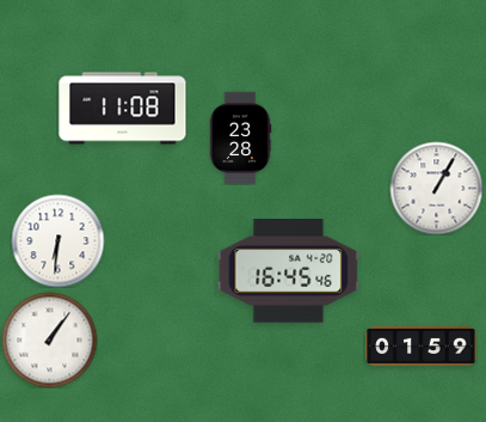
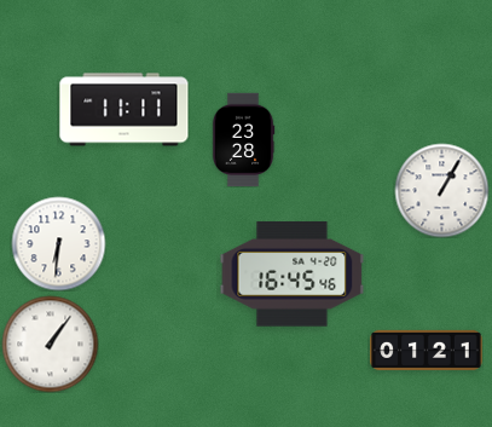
clock at (123, 109): 11:08 -> 11:11
clock at (422, 345): 01:59 -> 01:21
